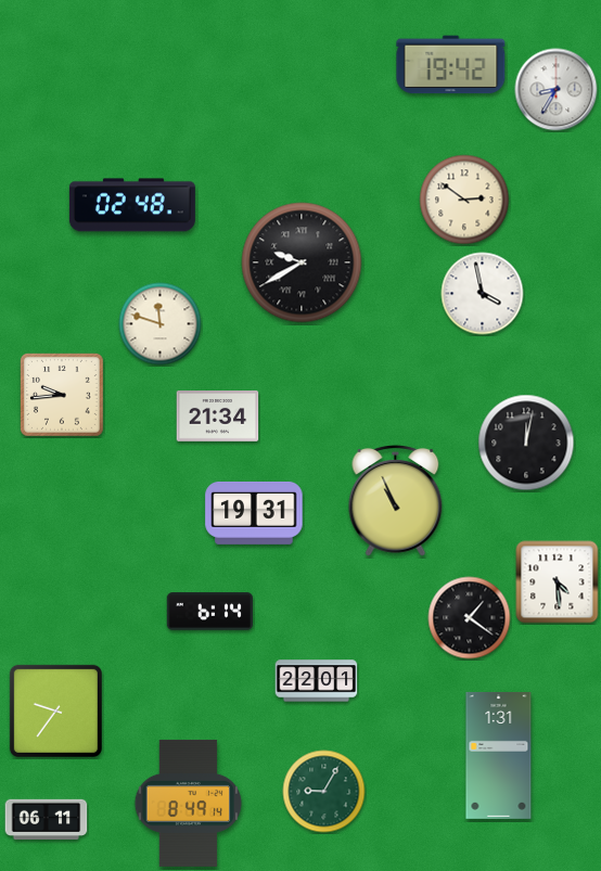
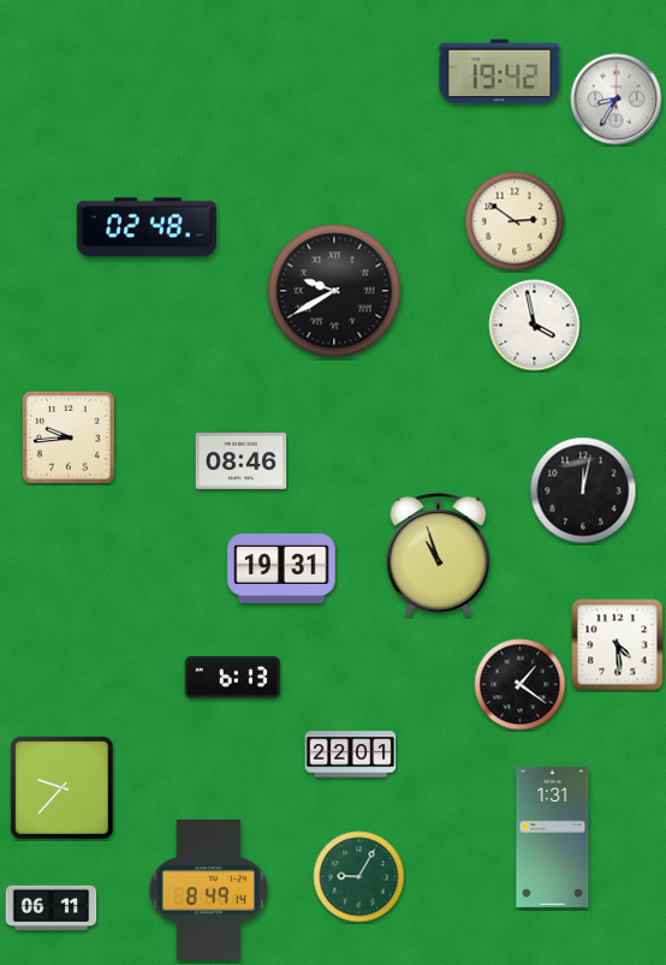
clock at (161, 324): 11:48 -> none
clock at (218, 417): 21:34 -> 08:46
clock at (396, 500): 10:56 -> 10:57
clock at (209, 612): 6:14 -> 6:13
clock at (55, 710): 9:36 -> 9:37
